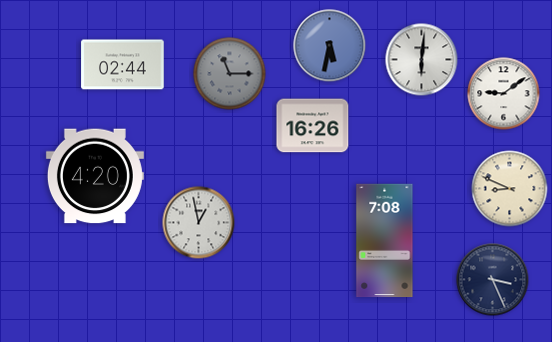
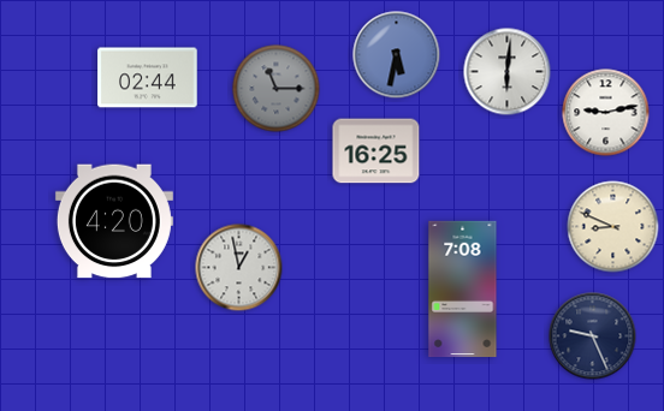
clock at (504, 94): 9:09 -> 9:13
clock at (313, 126): 16:26 -> 16:25
clock at (95, 176) position: (95, 176) -> (114, 221)
clock at (493, 280): 3:26 -> 9:26
